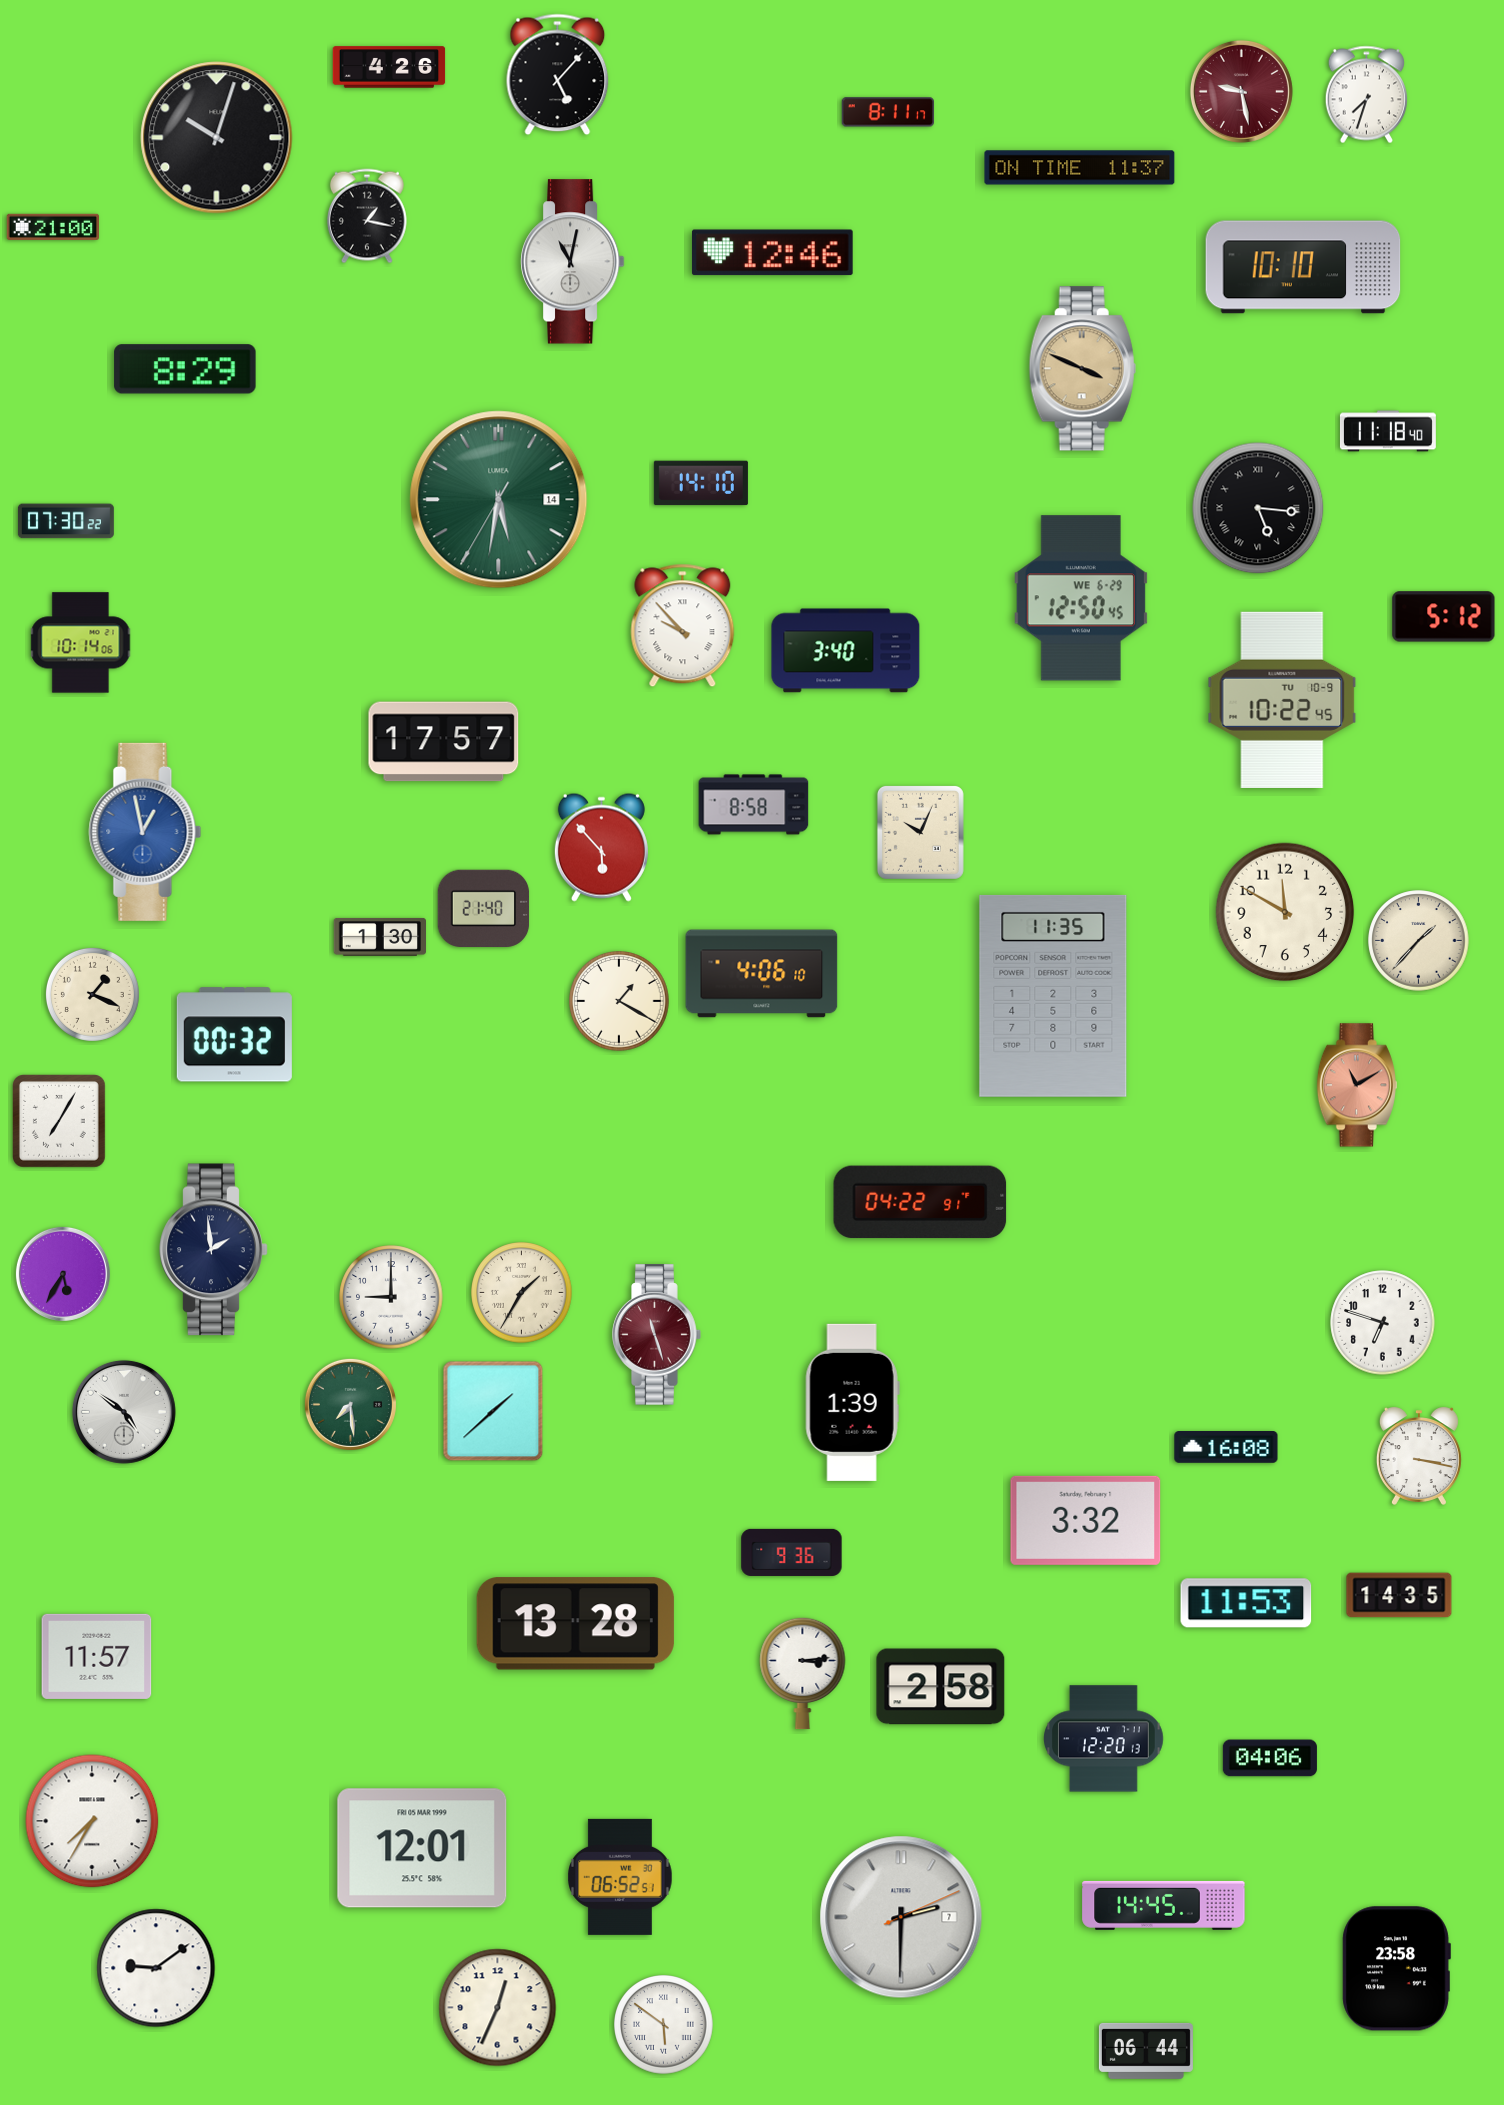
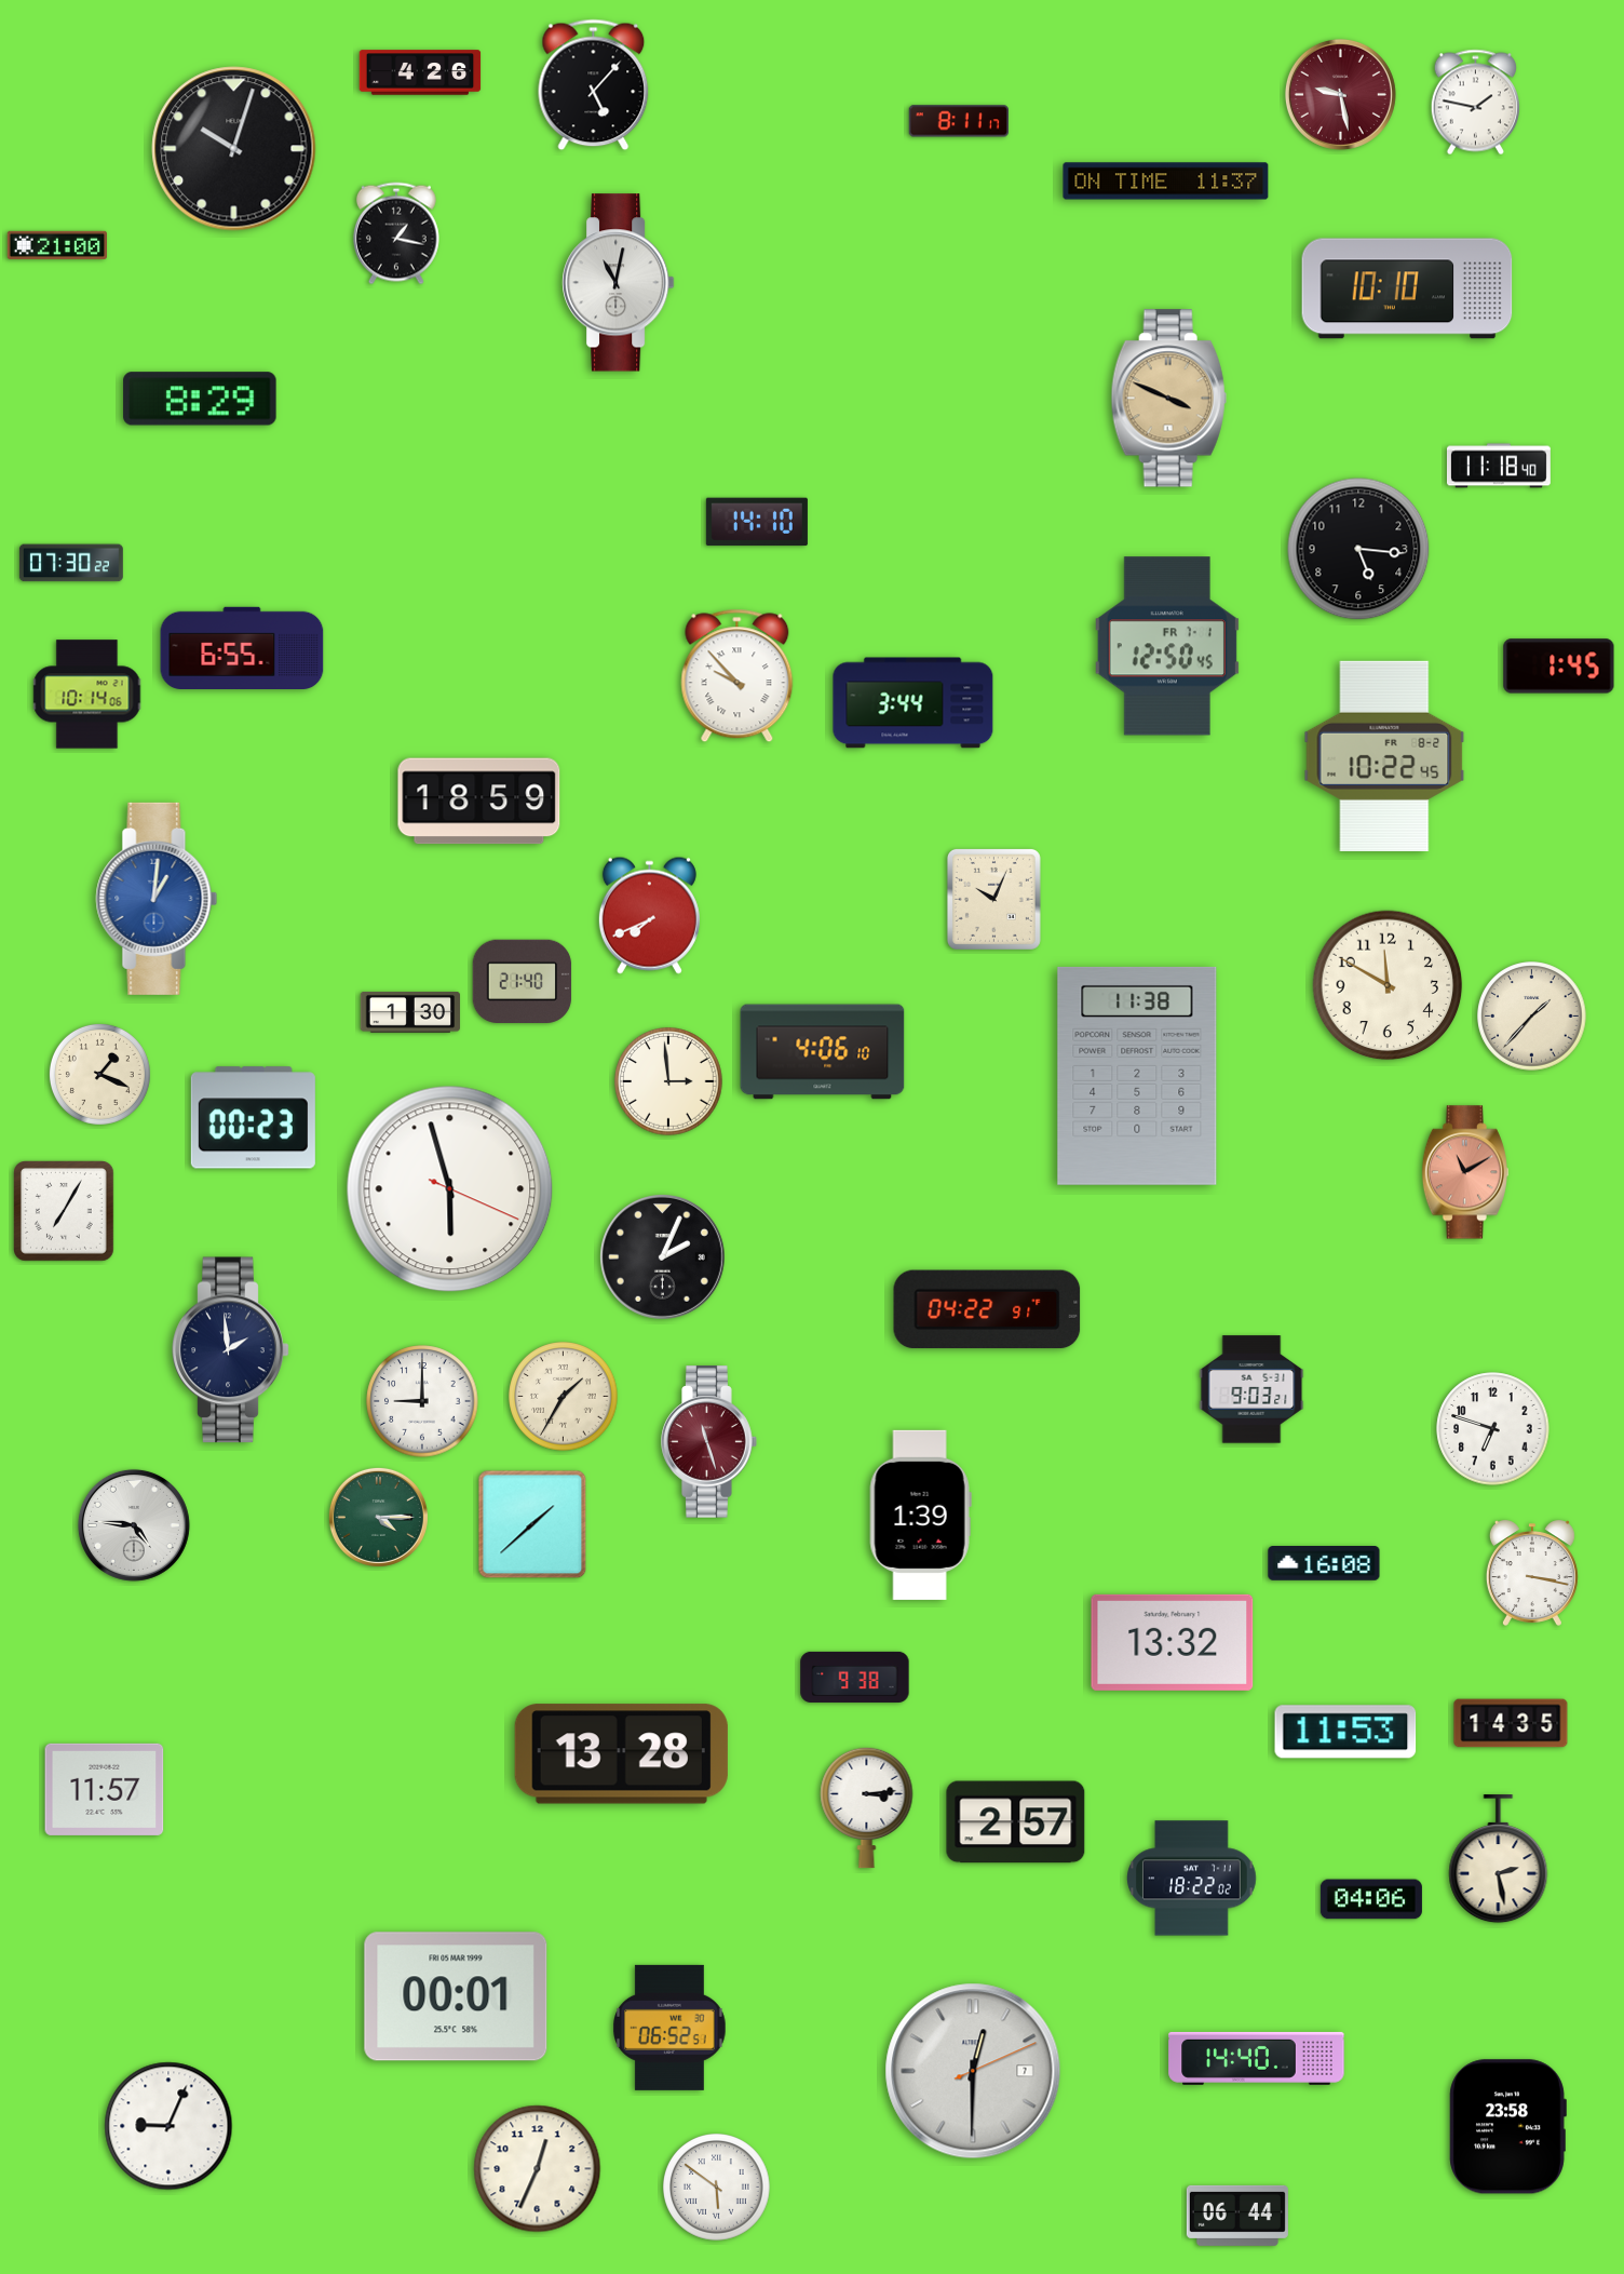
clock at (558, 75) position: (558, 75) -> (594, 85)
clock at (1241, 91) position: (1241, 91) -> (1340, 94)
clock at (1366, 95): 7:33 -> 1:47
clock at (772, 253): 12:46 -> none
clock at (499, 500): 5:31 -> none
clock at (1258, 508) numerals: Roman -> Arabic
clock at (1081, 598) date: WE 6-29 -> FR 7-1
clock at (242, 647): none -> 6:55
clock at (1444, 617): 5:12 -> 1:45
clock at (846, 651): 3:40 -> 3:44
clock at (1282, 700) date: TU 10-9 -> FR 8-2
clock at (444, 742): 17:57 -> 18:59
clock at (754, 805): 8:58 -> none
clock at (145, 832): 12:58 -> 1:01
clock at (601, 847): 5:53 -> 7:41
clock at (1053, 996): 11:35 -> 11:38
clock at (619, 1001): 1:20 -> 2:59
clock at (234, 1035): 00:32 -> 00:23
clock at (450, 1189): none -> 5:57
clock at (662, 1256): none -> 2:04
clock at (920, 1202) position: (920, 1202) -> (987, 1309)
clock at (63, 1274): 5:35 -> none
clock at (1251, 1389): none -> 9:03
clock at (350, 1404): 7:29 -> 4:15
clock at (124, 1412): 4:51 -> 4:46
clock at (1086, 1520): 3:32 -> 13:32
clock at (792, 1552): 9:36 -> 9:38
clock at (941, 1687): 2:58 -> 2:57
clock at (1499, 1859): none -> 2:28
clock at (1104, 1739): 12:20 -> 18:22
clock at (92, 1821): 7:35 -> none
clock at (422, 1848): 12:01 -> 00:01
clock at (1164, 1905): 14:45 -> 14:40
clock at (901, 1917): 2:30 -> 12:30
clock at (156, 1968): 9:09 -> 9:04
